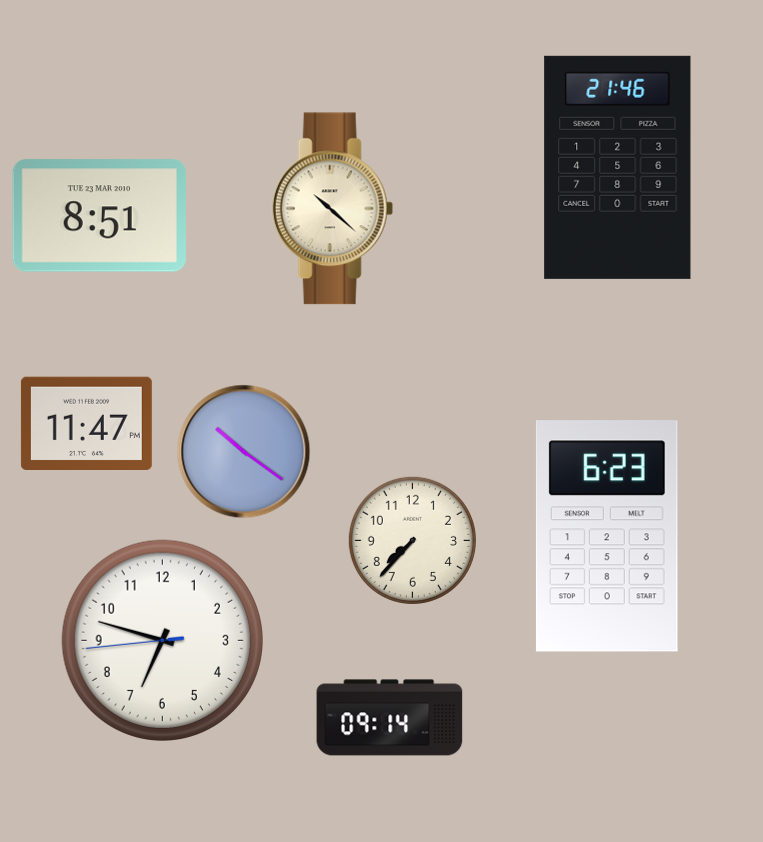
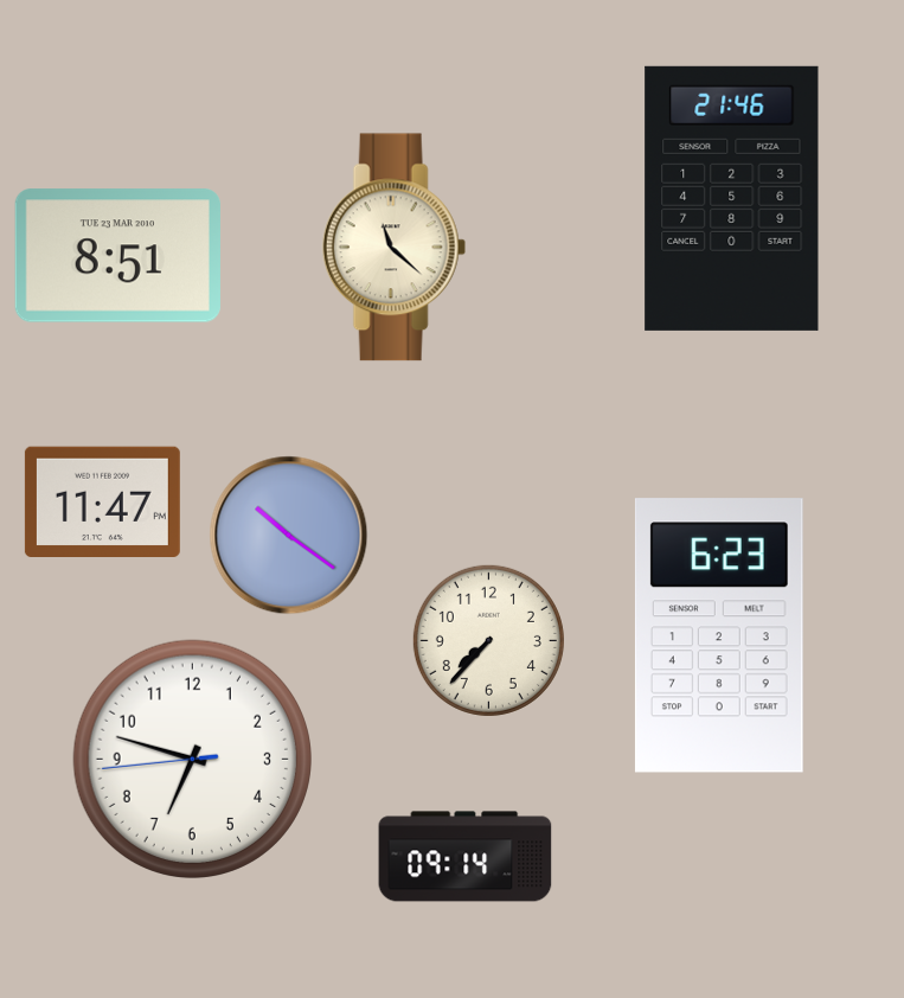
clock at (332, 209): 10:22 -> 11:22
clock at (390, 718) position: (390, 718) -> (466, 857)
